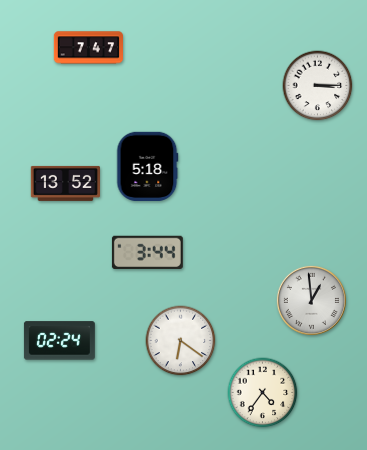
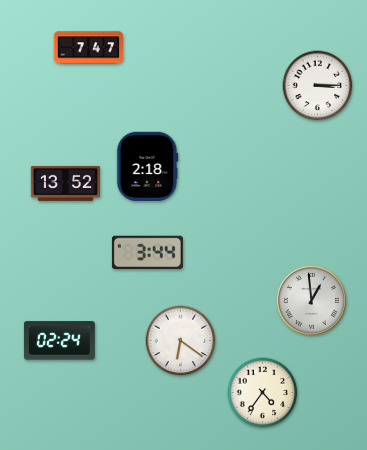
clock at (148, 166): 5:18 -> 2:18
